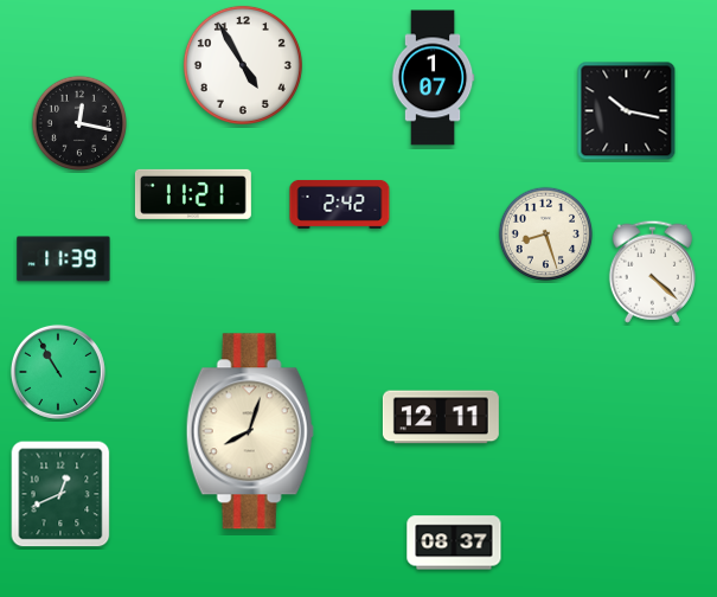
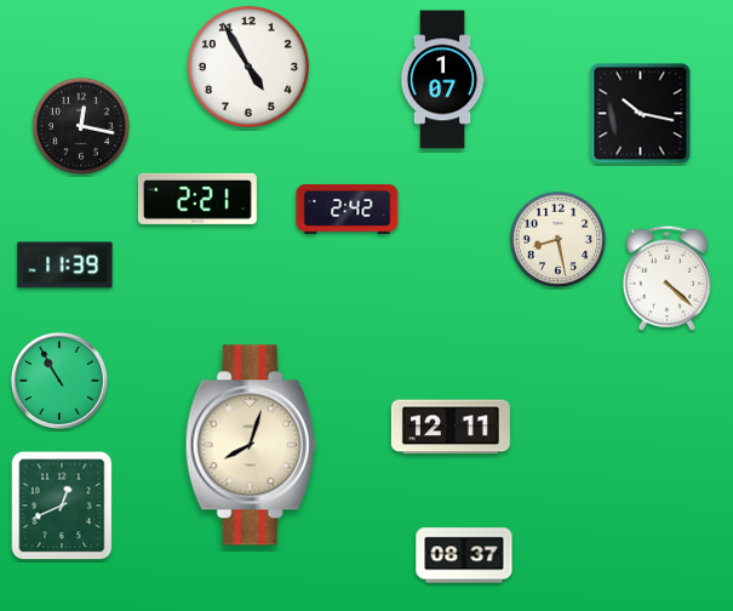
clock at (193, 194): 11:21 -> 2:21
clock at (546, 235): 8:27 -> 8:28
clock at (250, 431) position: (250, 431) -> (251, 445)
